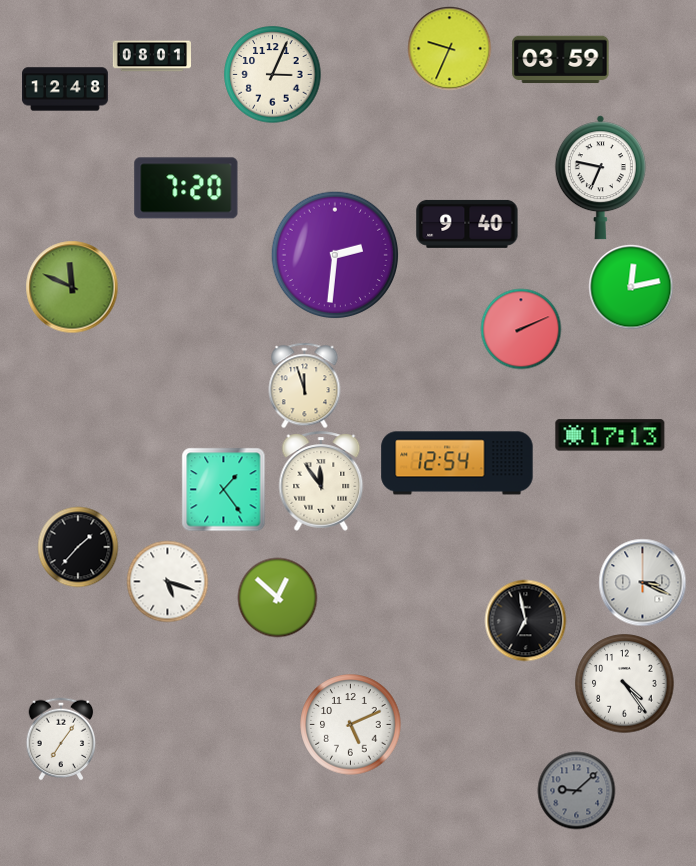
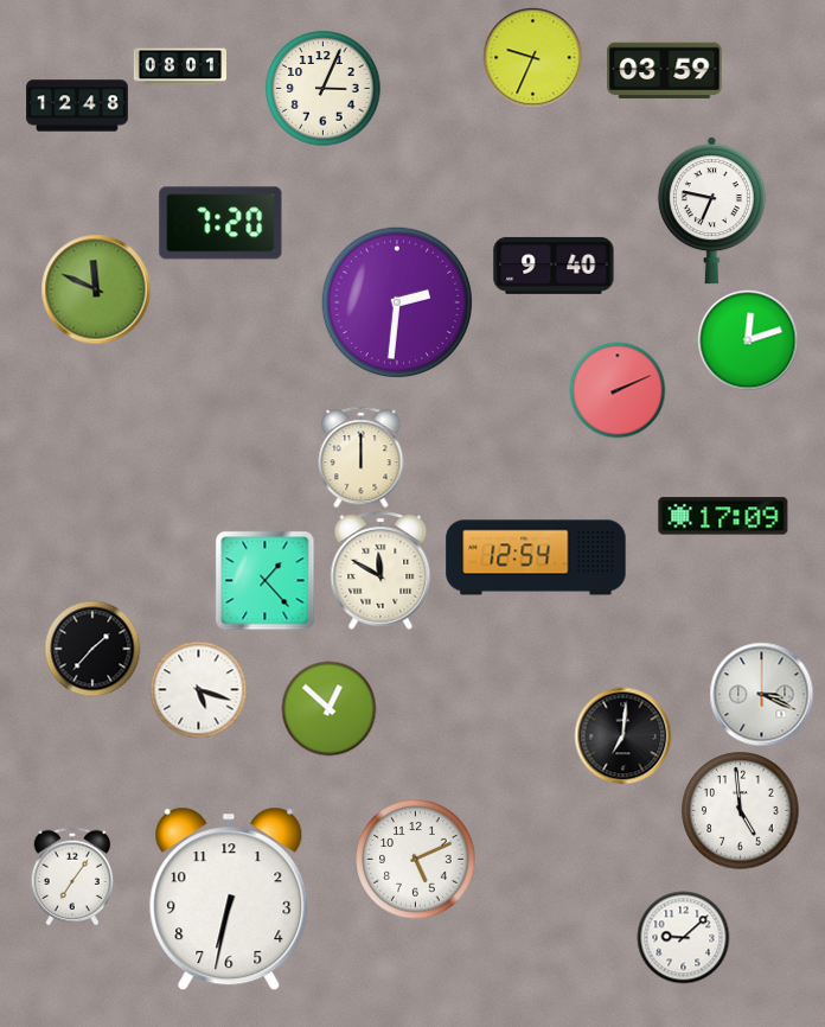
clock at (72, 287) position: (72, 287) -> (96, 289)
clock at (631, 287): 12:13 -> 12:12
clock at (305, 385): 11:57 -> 12:00
clock at (610, 435): 17:13 -> 17:09
clock at (457, 463) position: (457, 463) -> (536, 557)
clock at (321, 481): 11:54 -> 11:50
clock at (223, 489): 1:24 -> 1:23
clock at (642, 582) position: (642, 582) -> (761, 694)
clock at (525, 620): 6:58 -> 7:01
clock at (625, 684): 4:24 -> 4:59
clock at (229, 899): none -> 6:32
clock at (576, 790) dial: grey -> white
